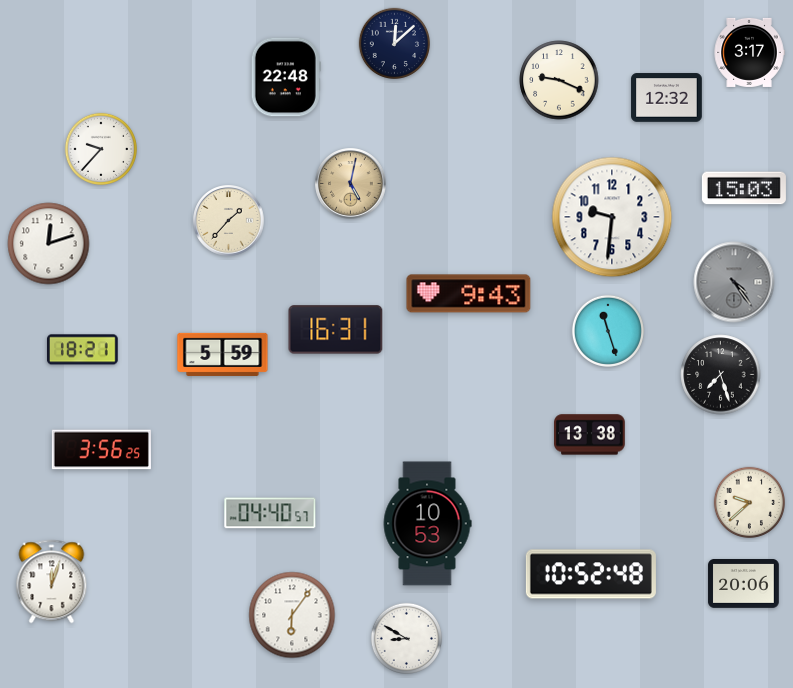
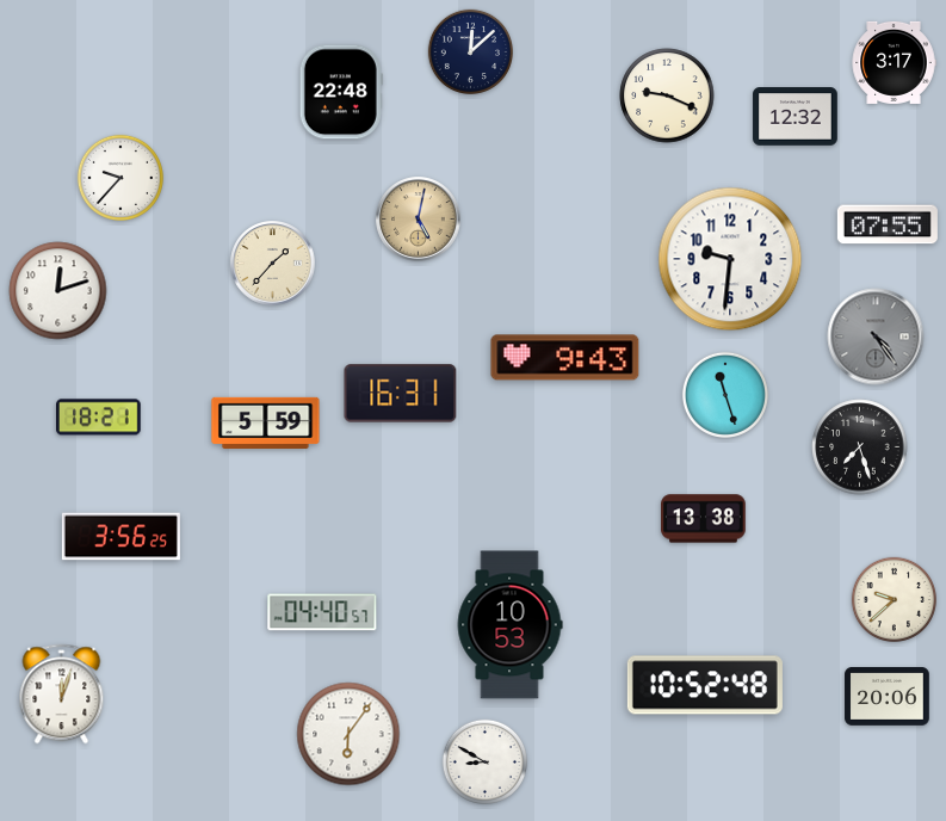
clock at (744, 188): 15:03 -> 07:55
clock at (469, 294) position: (469, 294) -> (565, 358)
